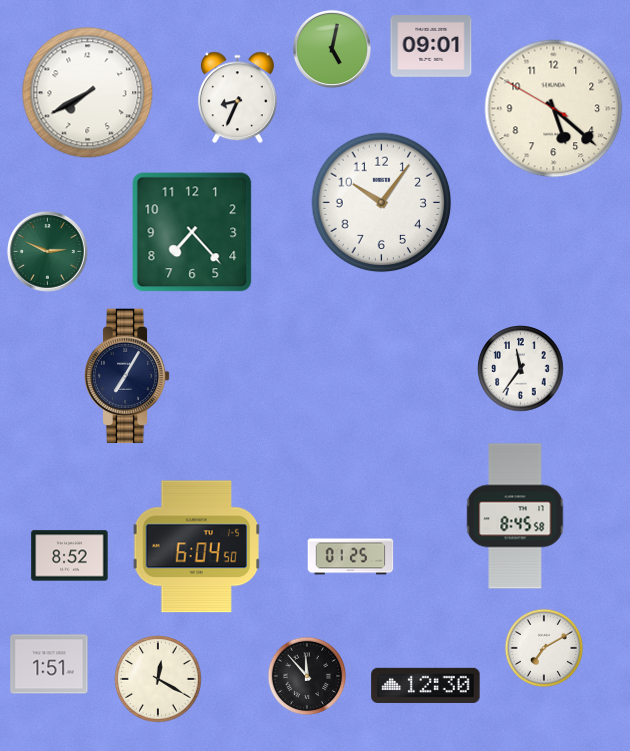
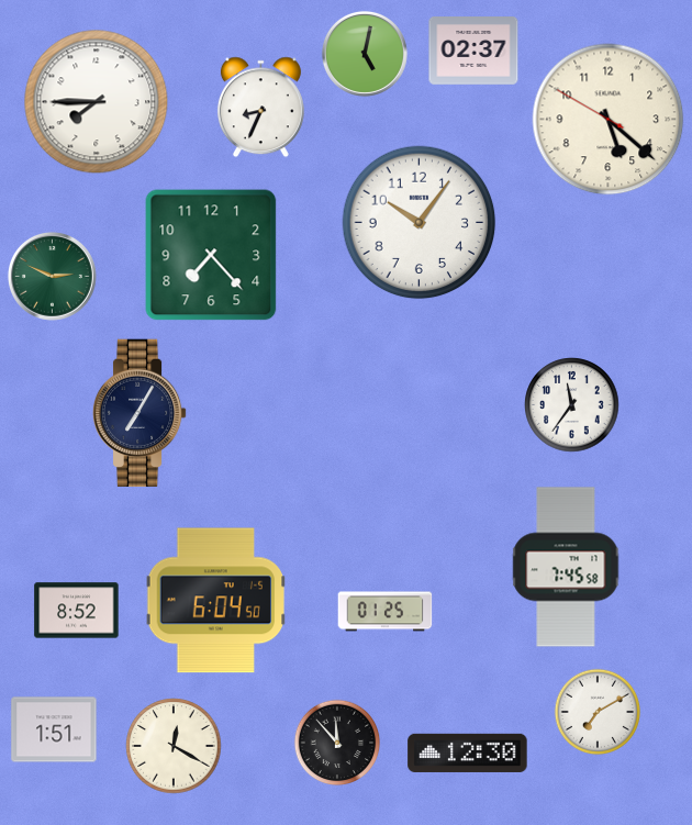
clock at (431, 47): 09:01 -> 02:37
clock at (88, 93): 7:40 -> 7:45
clock at (515, 516): 8:45 -> 7:45
